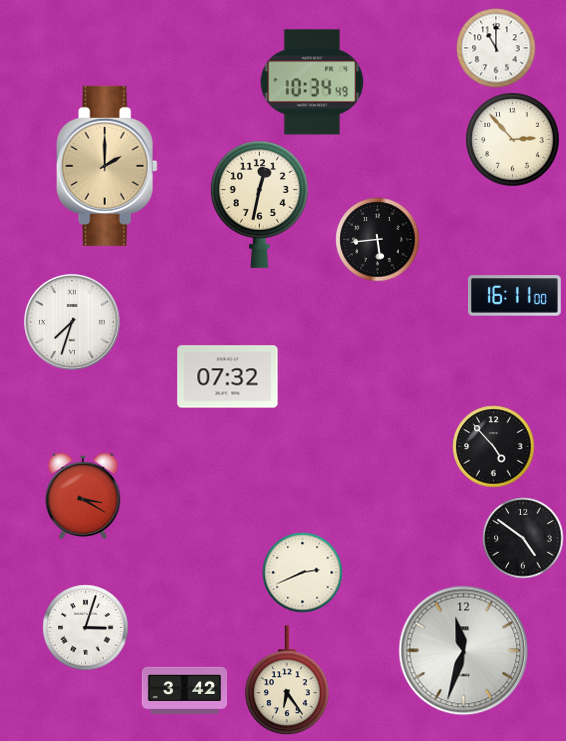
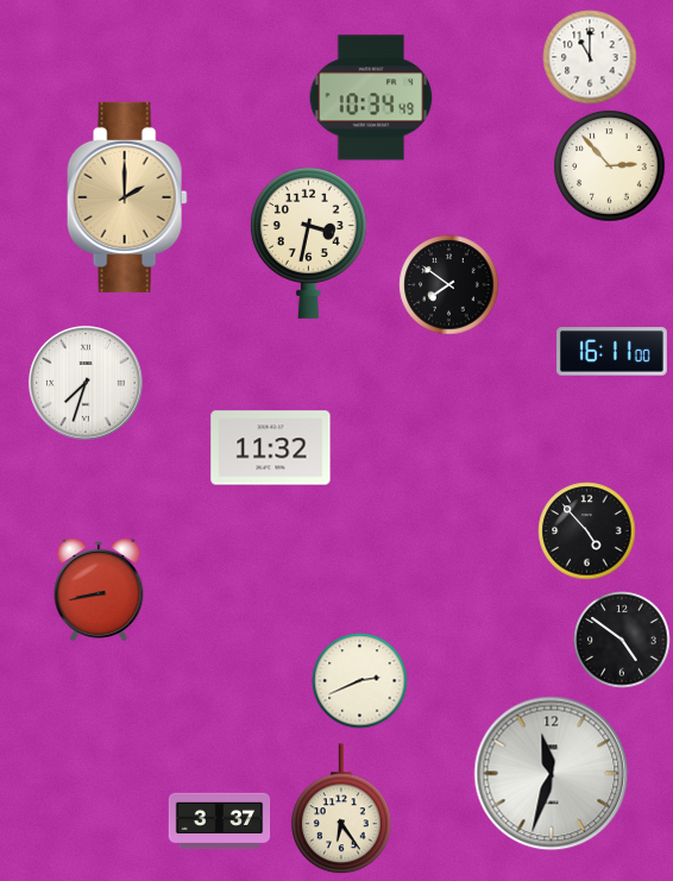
clock at (259, 205): 12:32 -> 3:32
clock at (378, 240): 5:44 -> 7:51
clock at (228, 377): 07:32 -> 11:32
clock at (83, 496): 3:20 -> 8:43
clock at (86, 628): 3:03 -> none
clock at (185, 691): 3:42 -> 3:37
